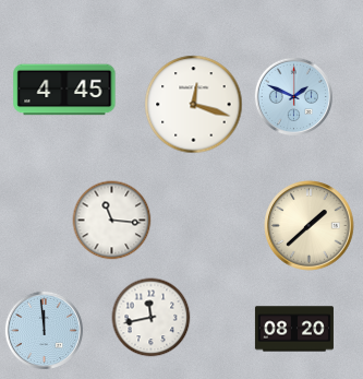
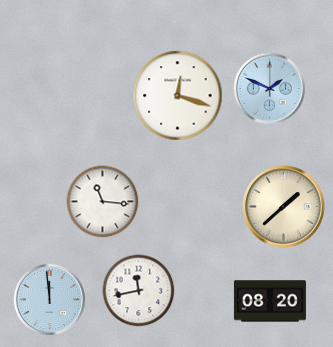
clock at (64, 90): 4:45 -> none
clock at (44, 330) position: (44, 330) -> (49, 299)
